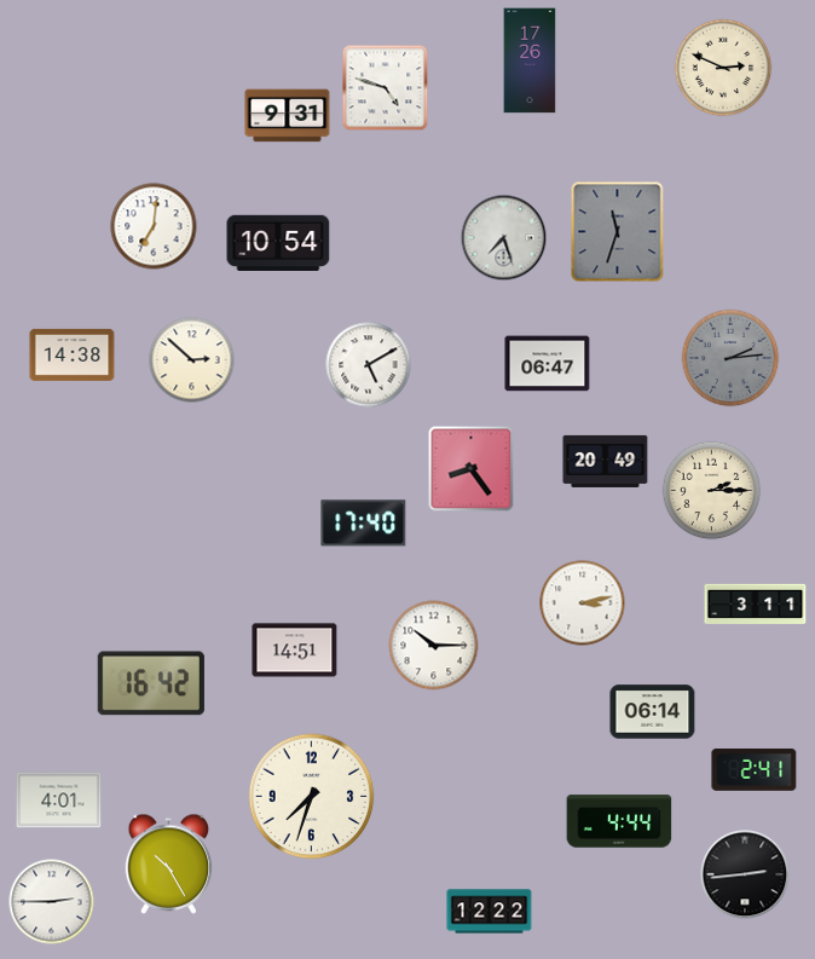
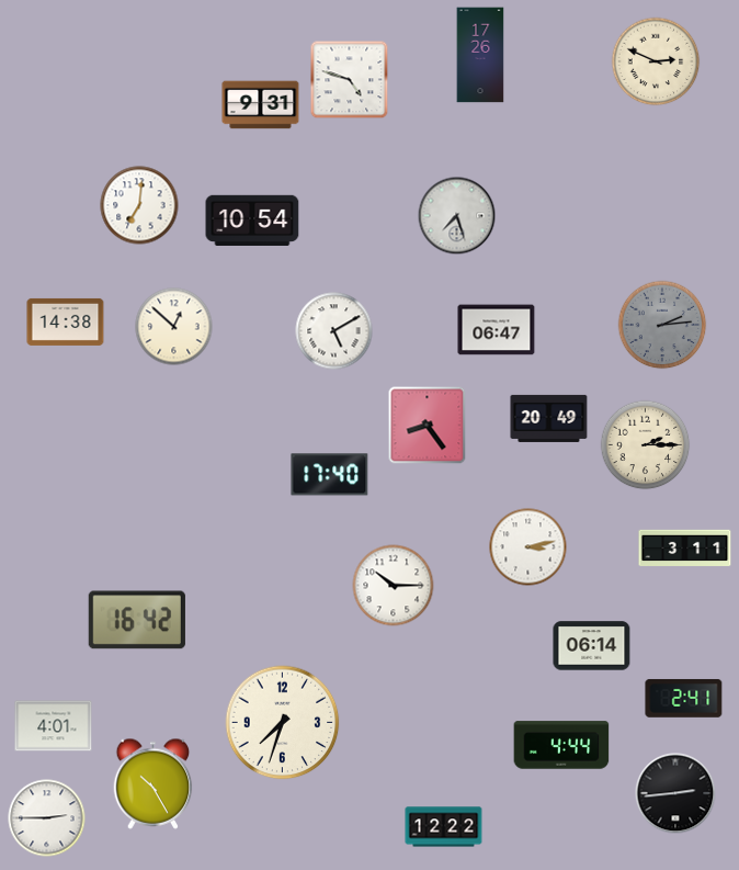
clock at (618, 232): 11:33 -> none
clock at (192, 360): 2:52 -> 12:52
clock at (295, 651): 14:51 -> none
